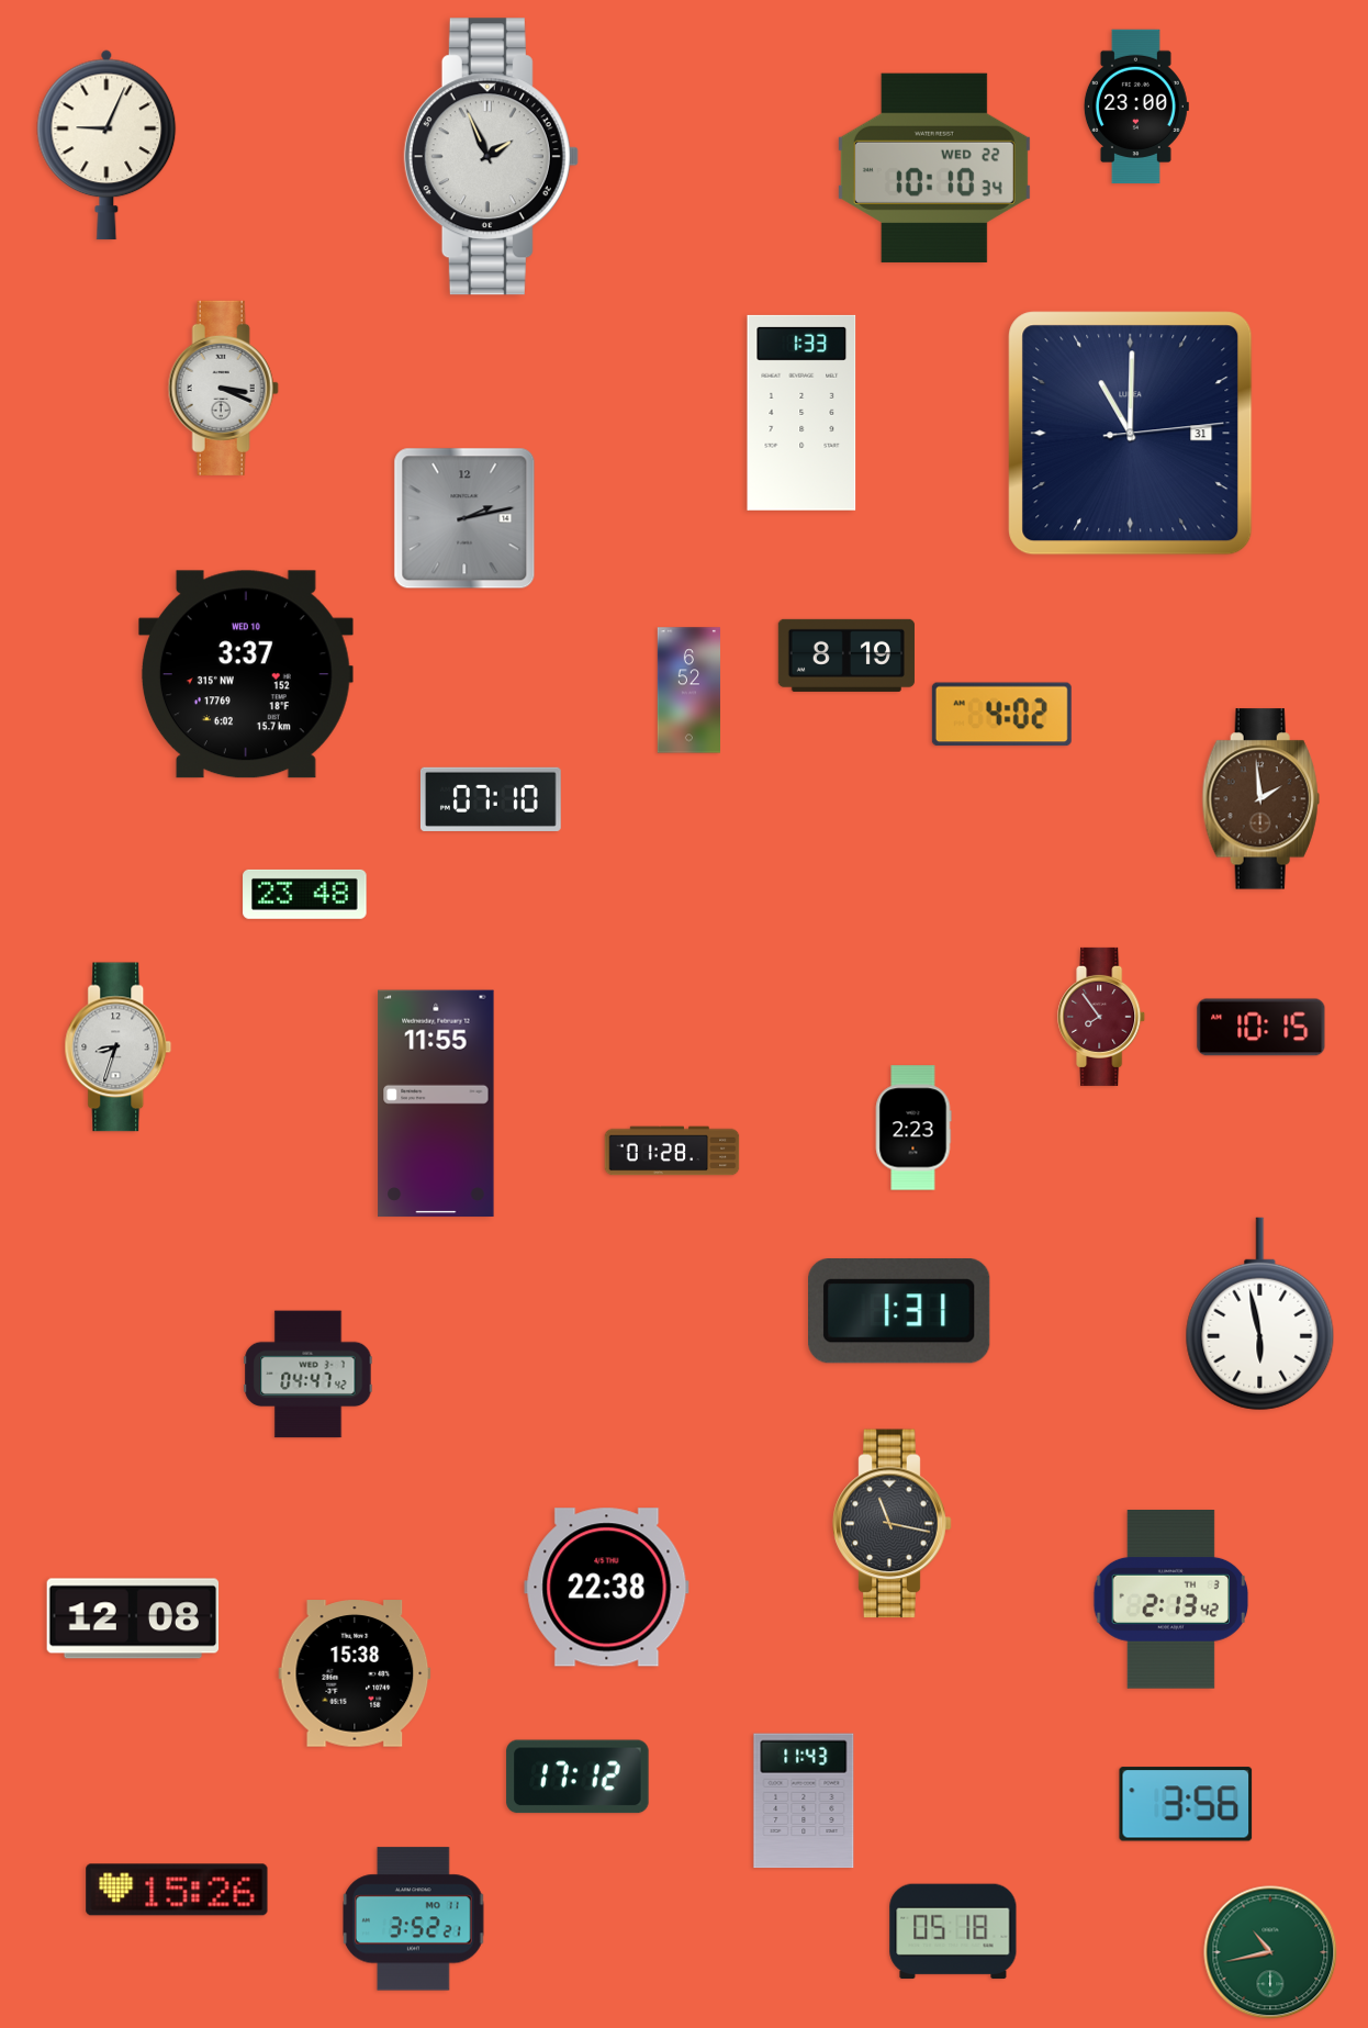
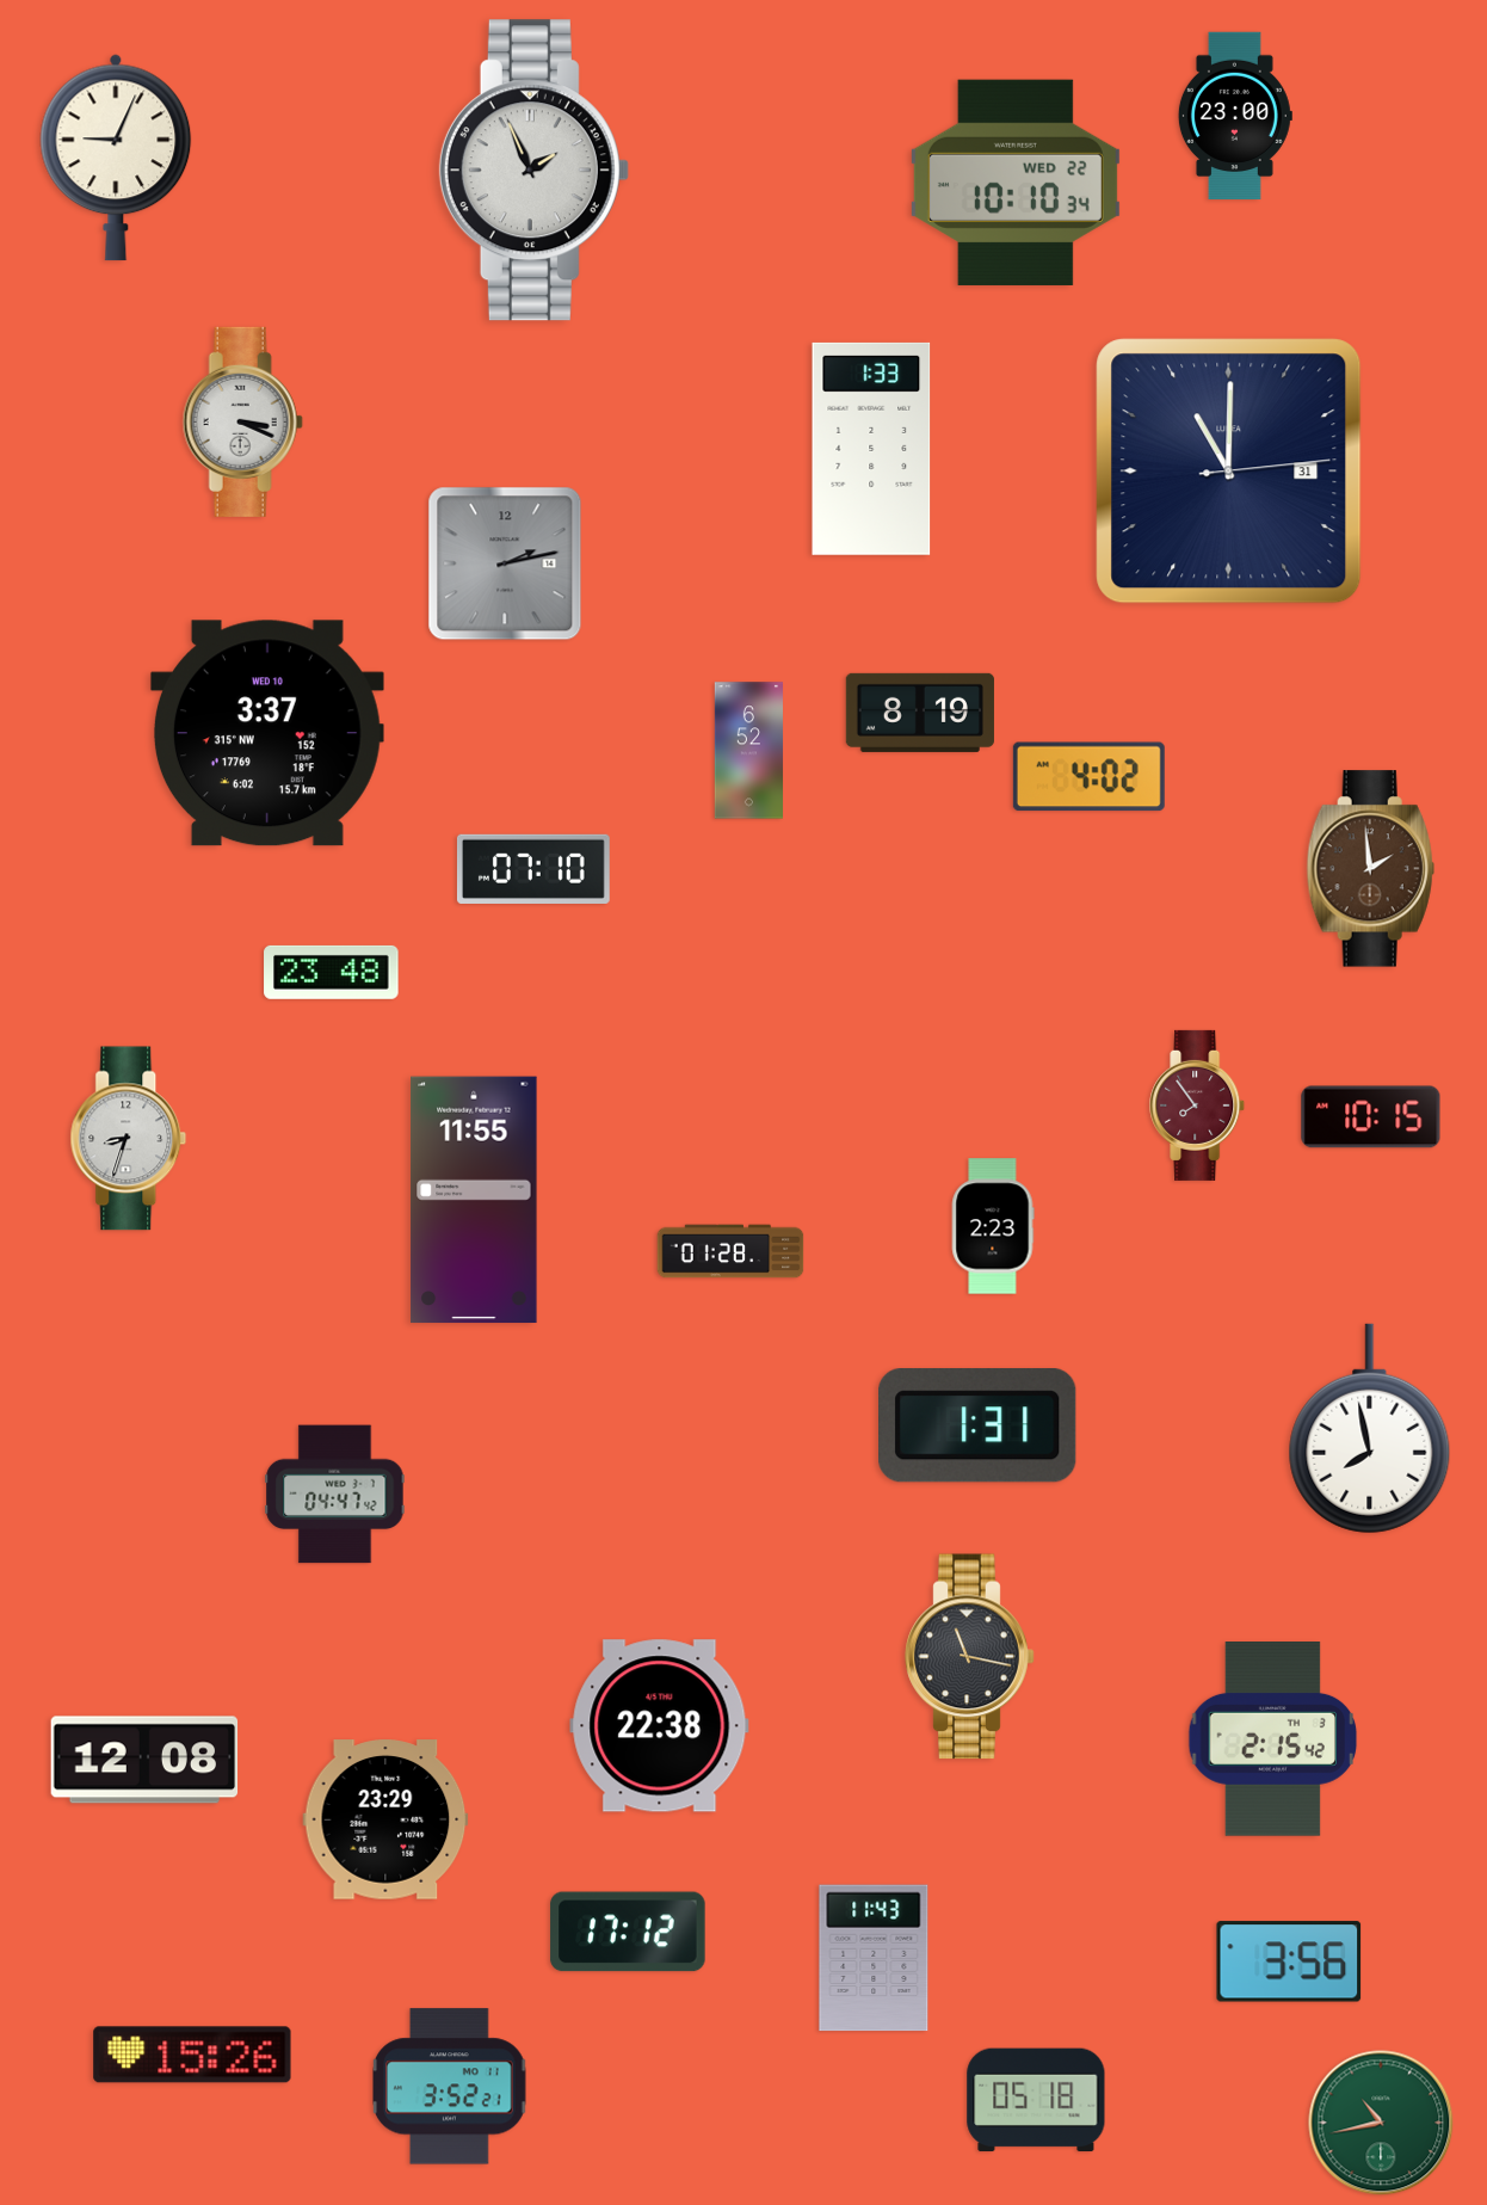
clock at (1260, 1314): 5:58 -> 7:58
clock at (1171, 1600): 2:13 -> 2:15
clock at (355, 1673): 15:38 -> 23:29
